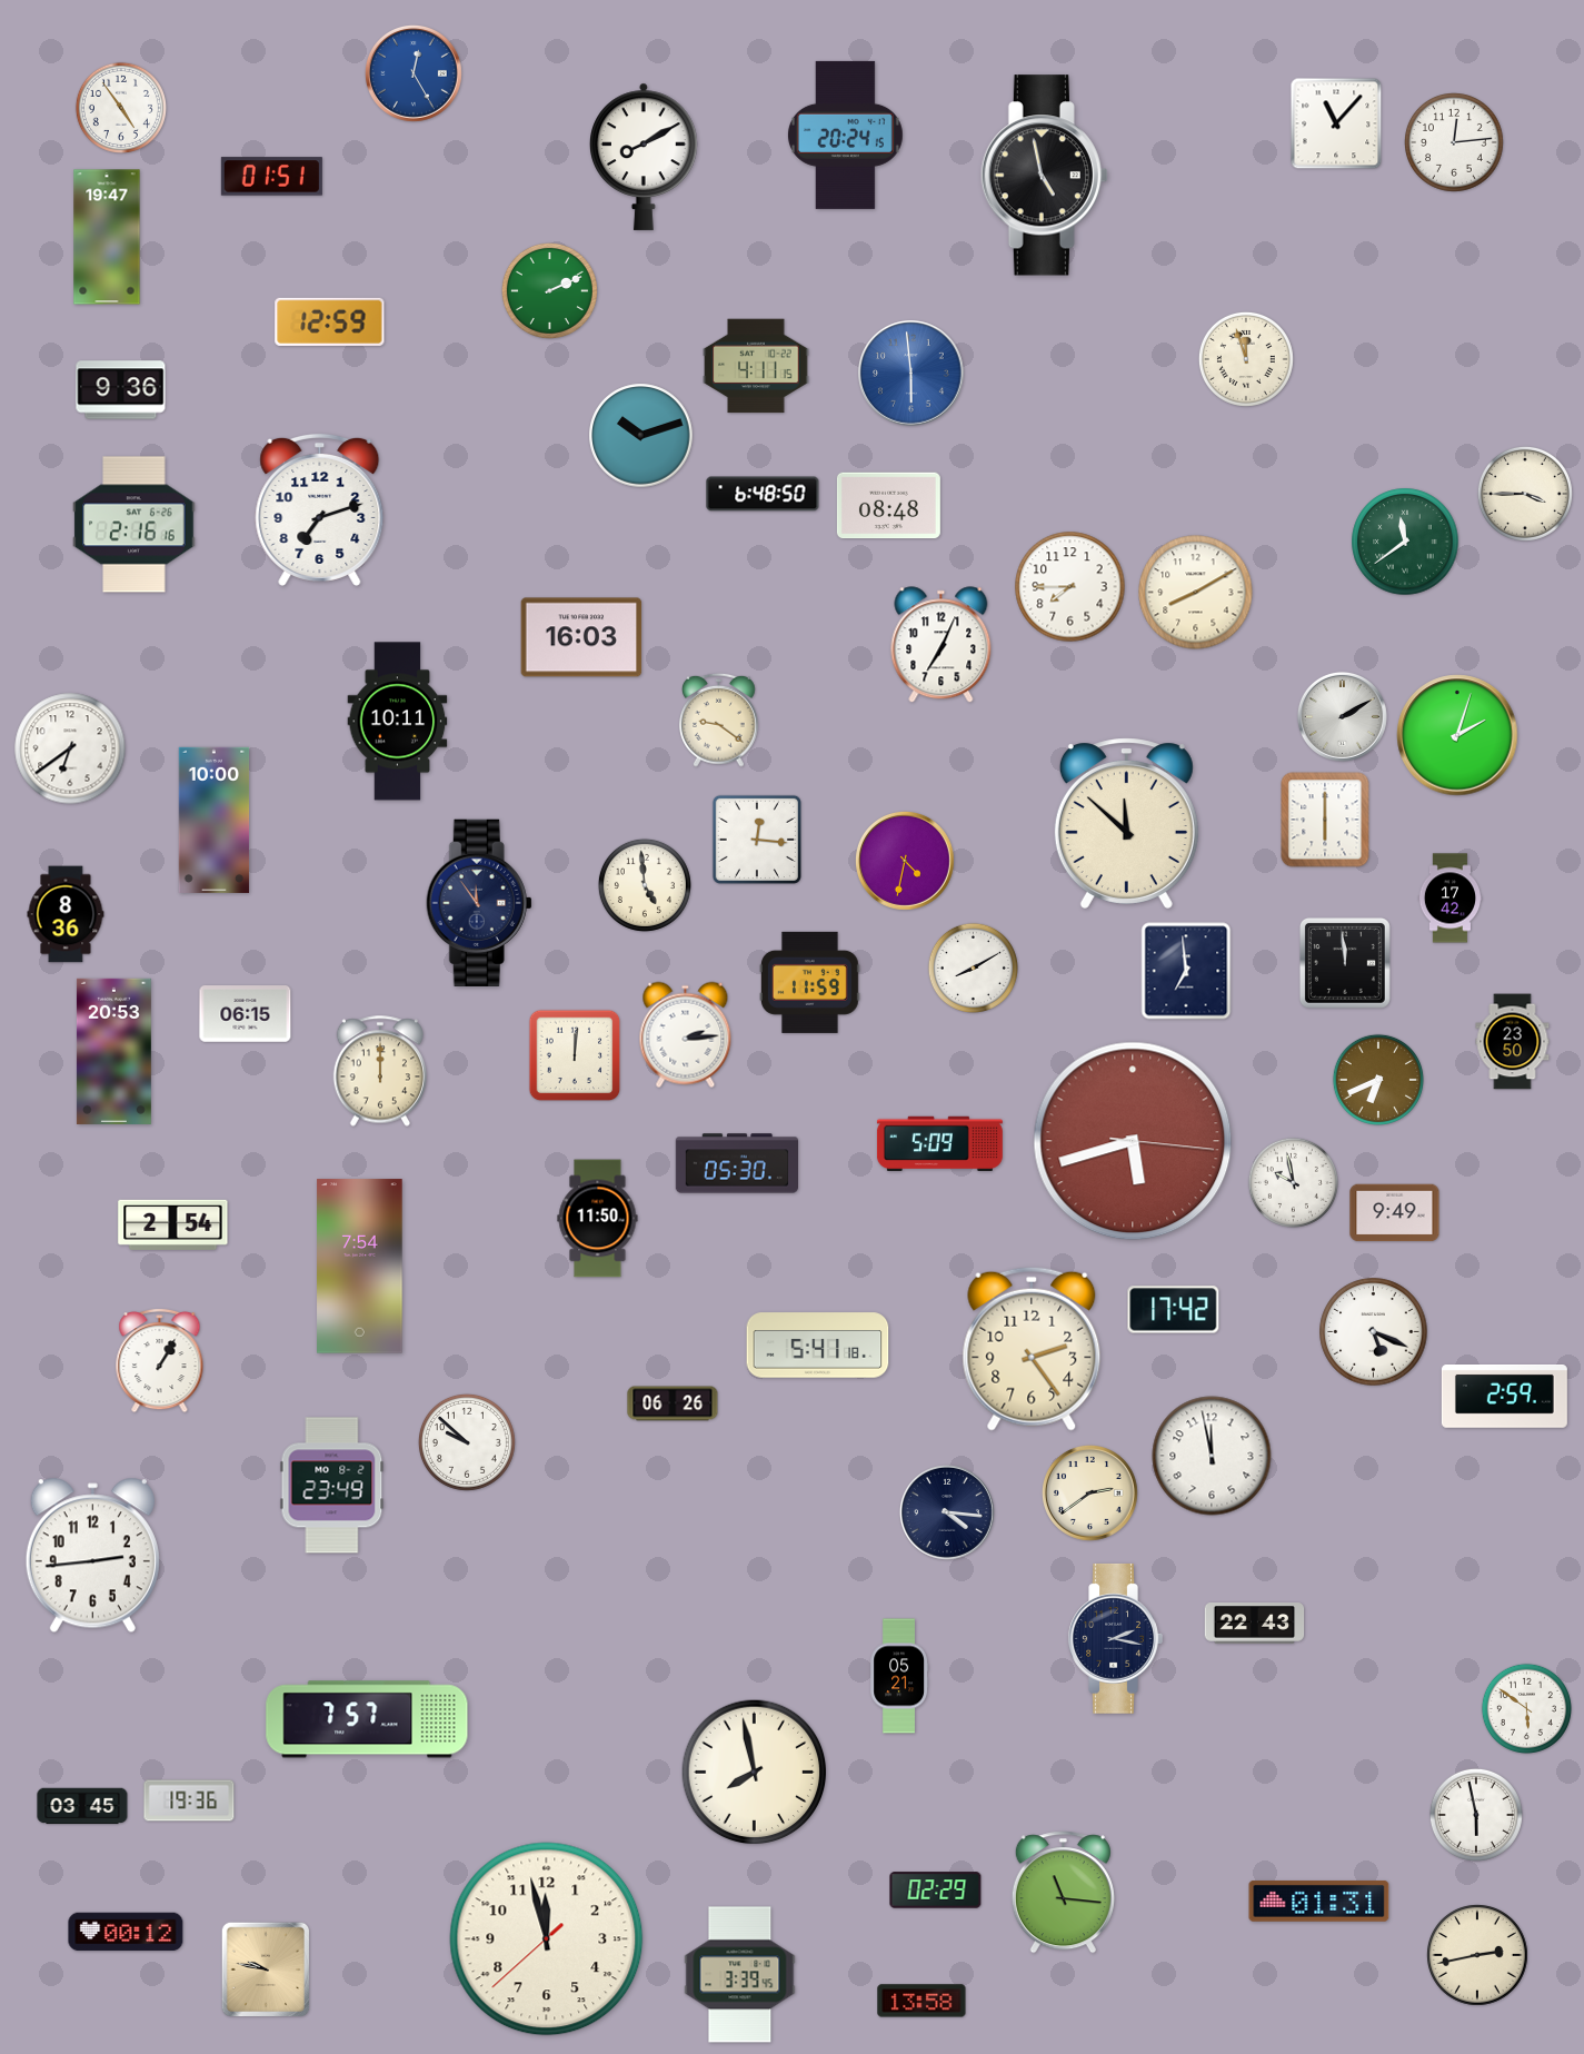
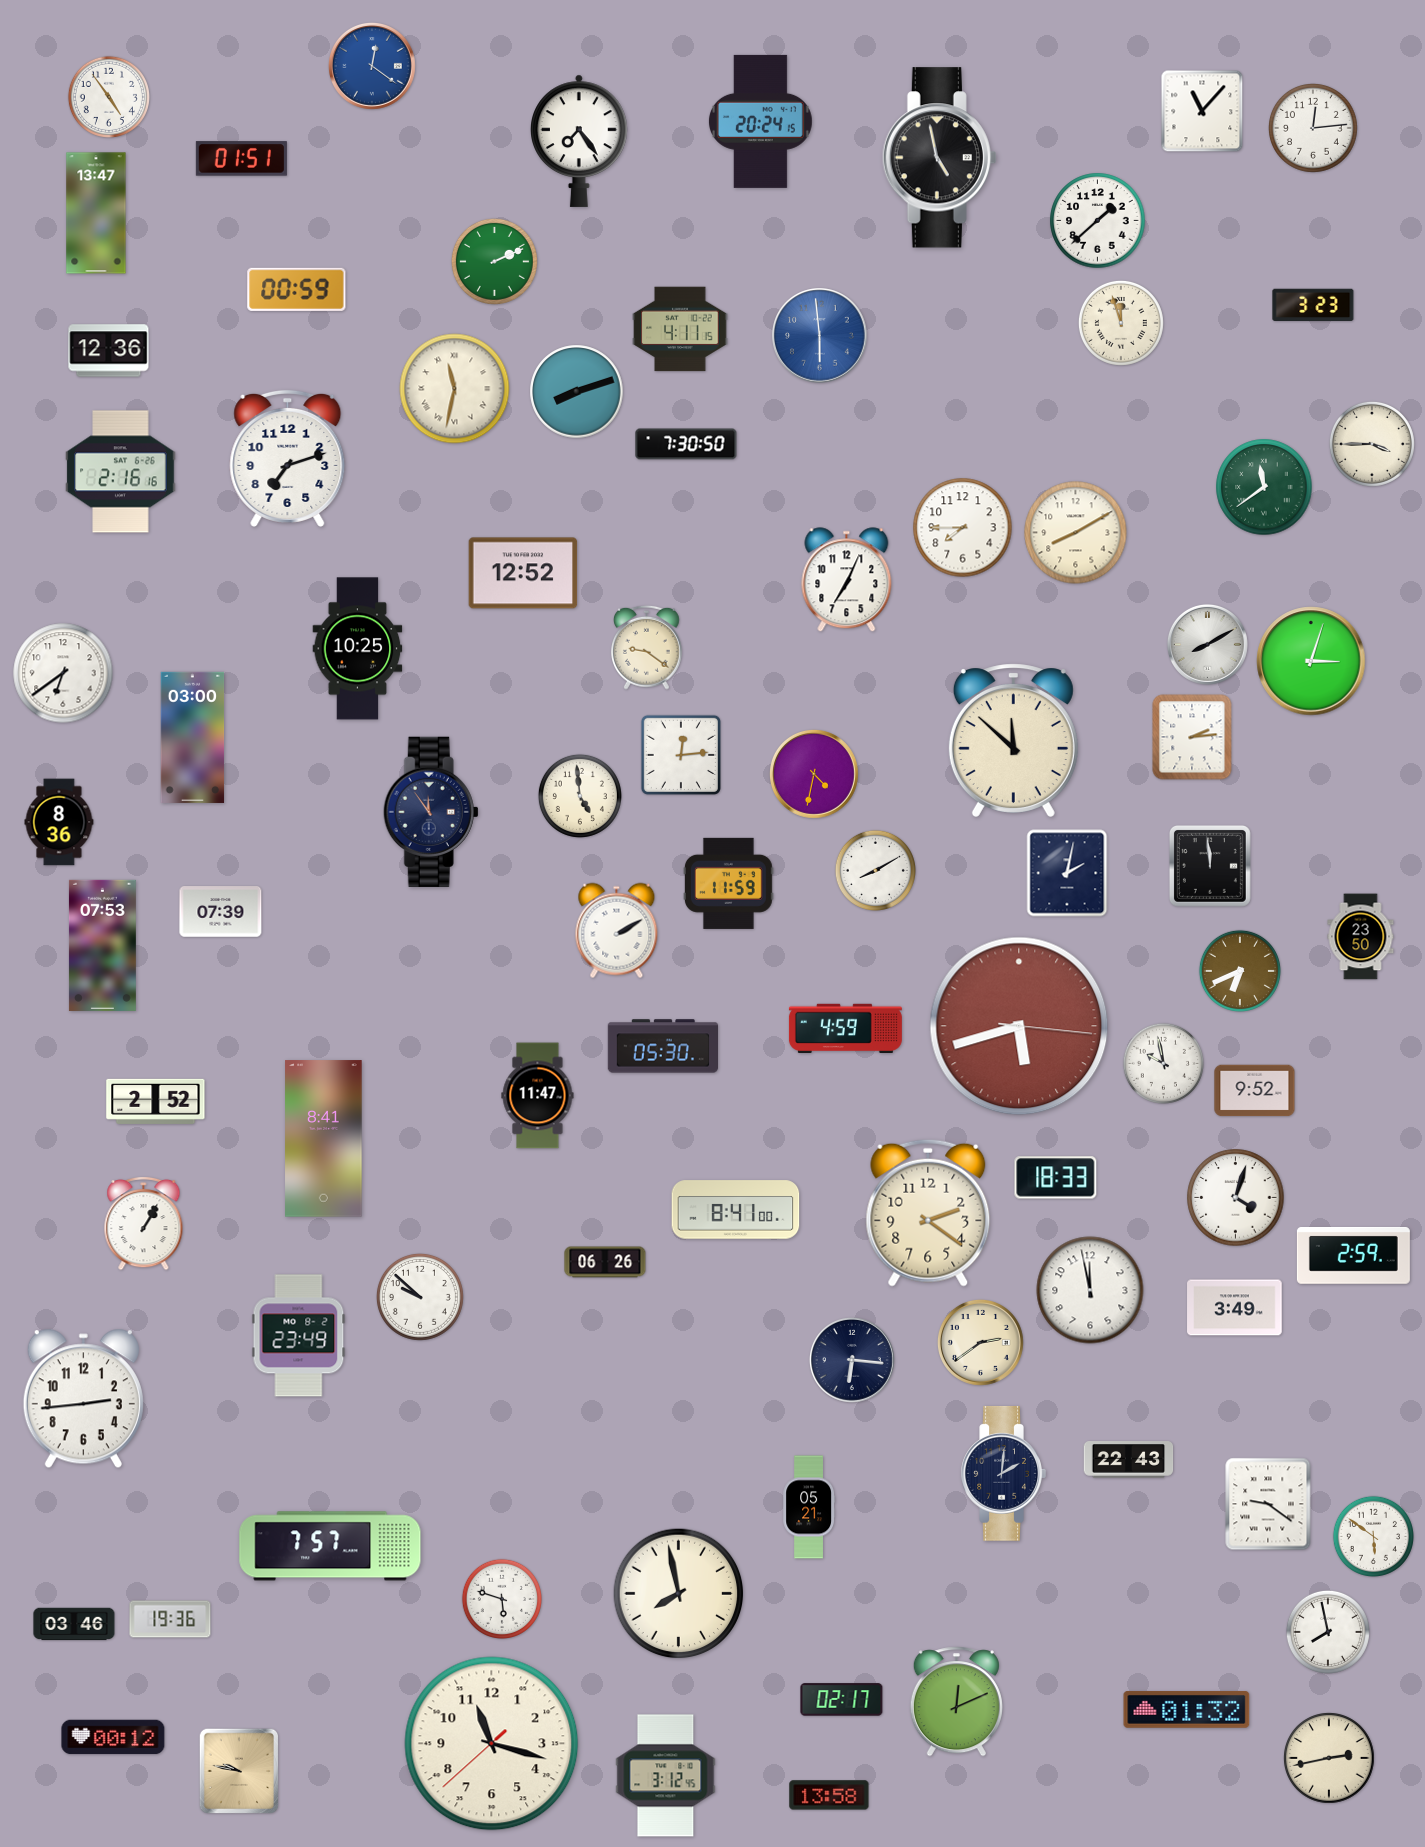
clock at (414, 73): 12:25 -> 12:21
clock at (1455, 143) position: (1455, 143) -> (1314, 129)
clock at (645, 157): 8:10 -> 7:24
clock at (271, 177) position: (271, 177) -> (241, 159)
clock at (107, 237): 19:47 -> 13:47
clock at (1098, 221): none -> 1:38
clock at (330, 321): 12:59 -> 00:59
clock at (1313, 305): none -> 3:23
clock at (121, 390): 9:36 -> 12:36
clock at (455, 389): none -> 11:32
clock at (641, 436): 10:12 -> 8:12
clock at (763, 494): 6:48 -> 7:30
clock at (888, 506): 08:48 -> none
clock at (581, 637): 16:03 -> 12:52
clock at (1342, 716): 2:10 -> 8:10
clock at (398, 722): 10:11 -> 10:25
clock at (1457, 735): 2:03 -> 3:03
clock at (215, 820): 10:00 -> 03:00
clock at (1325, 820): 6:00 -> 2:14
clock at (757, 840): 12:16 -> 12:14
clock at (1449, 899): 17:42 -> none
clock at (1186, 971): 6:59 -> 2:02
clock at (246, 1014): 06:15 -> 07:39
clock at (686, 1035): 2:14 -> 2:10
clock at (113, 1051): 20:53 -> 07:53
clock at (575, 1055): 12:01 -> none
clock at (380, 1071): 12:00 -> none
clock at (939, 1143): 5:09 -> 4:59
clock at (1395, 1213): 9:49 -> 9:52
clock at (598, 1219): 11:50 -> 11:47
clock at (173, 1224): 2:54 -> 2:52
clock at (360, 1267): 7:54 -> 8:41
clock at (1174, 1310): 17:42 -> 18:33
clock at (1374, 1332): 5:19 -> 4:03
clock at (818, 1346): 5:41 -> 8:41
clock at (1032, 1349): 2:24 -> 2:21
clock at (1235, 1308): none -> 3:49
clock at (1212, 1456) position: (1212, 1456) -> (1090, 1290)
clock at (947, 1512): 4:16 -> 6:16
clock at (1115, 1638): 2:17 -> 2:01
clock at (1268, 1504): none -> 9:21
clock at (501, 1598): none -> 5:48
clock at (82, 1806): 03:45 -> 03:46
clock at (1476, 1815): 5:58 -> 7:58
clock at (936, 1891): 02:29 -> 02:17
clock at (1063, 1893): 11:16 -> 12:11
clock at (1319, 1902): 01:31 -> 01:32
clock at (547, 1939): 11:57 -> 11:17
clock at (740, 1975): 3:39 -> 3:12
clock at (921, 2001) position: (921, 2001) -> (829, 1795)
